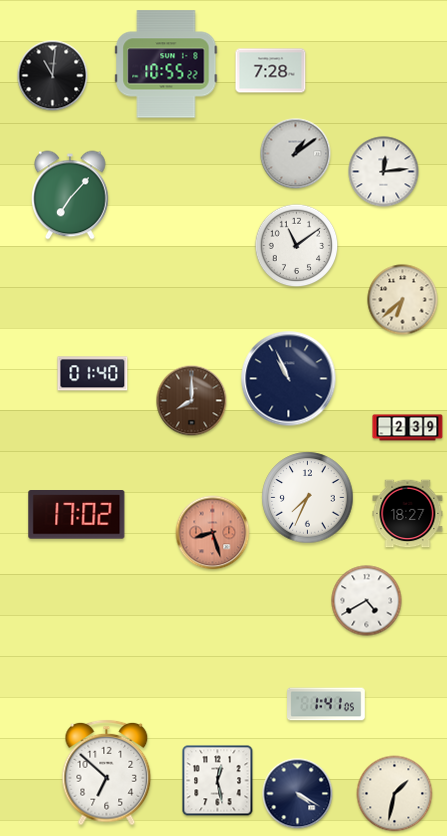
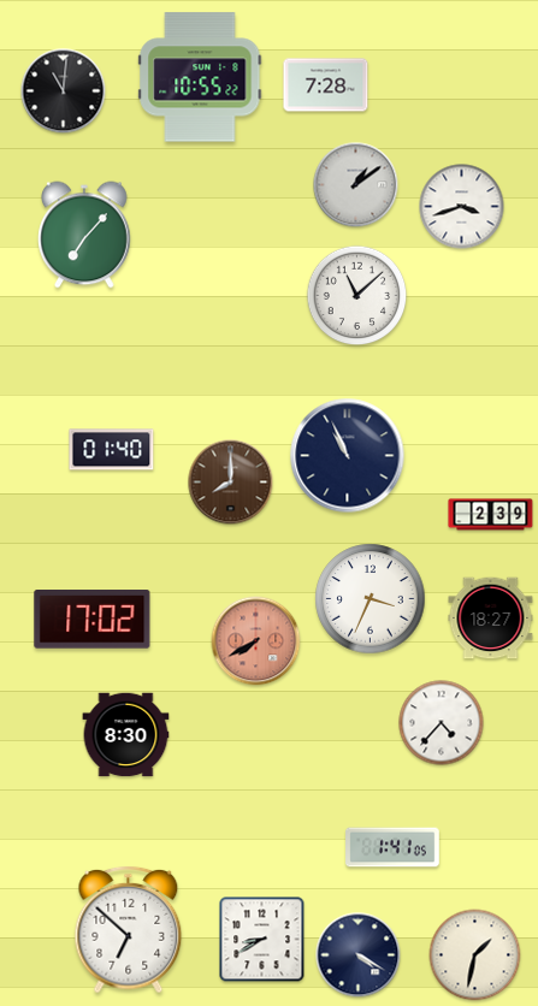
clock at (384, 172): 12:14 -> 3:42
clock at (297, 246): 11:09 -> 11:08
clock at (403, 300): 6:38 -> none
clock at (308, 498): 7:34 -> 3:34
clock at (213, 533): 8:27 -> 7:40
clock at (367, 601): 4:40 -> 4:37
clock at (126, 735): none -> 8:30
clock at (218, 781): 12:28 -> 8:40
